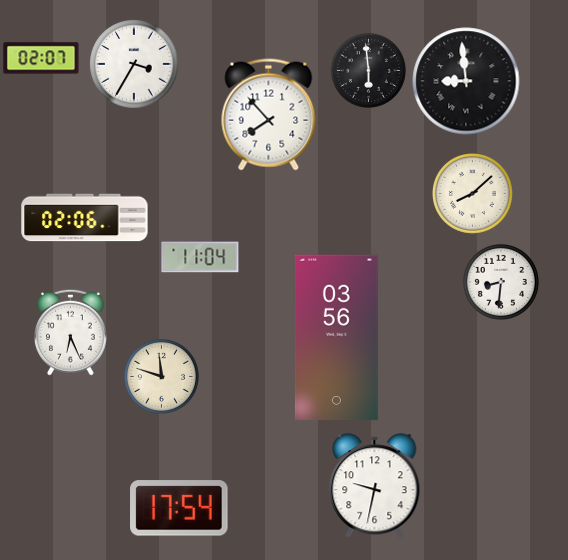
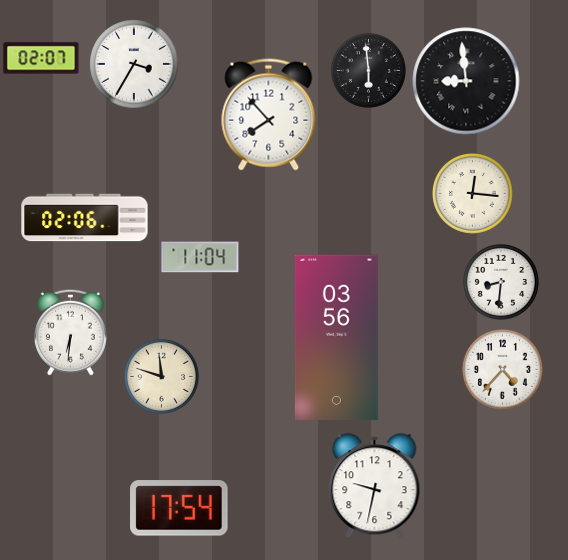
clock at (472, 193): 8:08 -> 12:16
clock at (70, 332): 6:26 -> 6:31
clock at (502, 369): none -> 4:37
